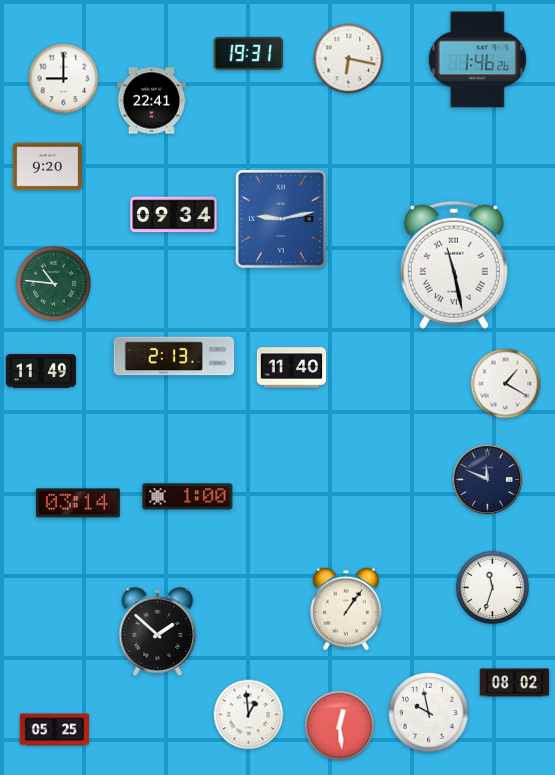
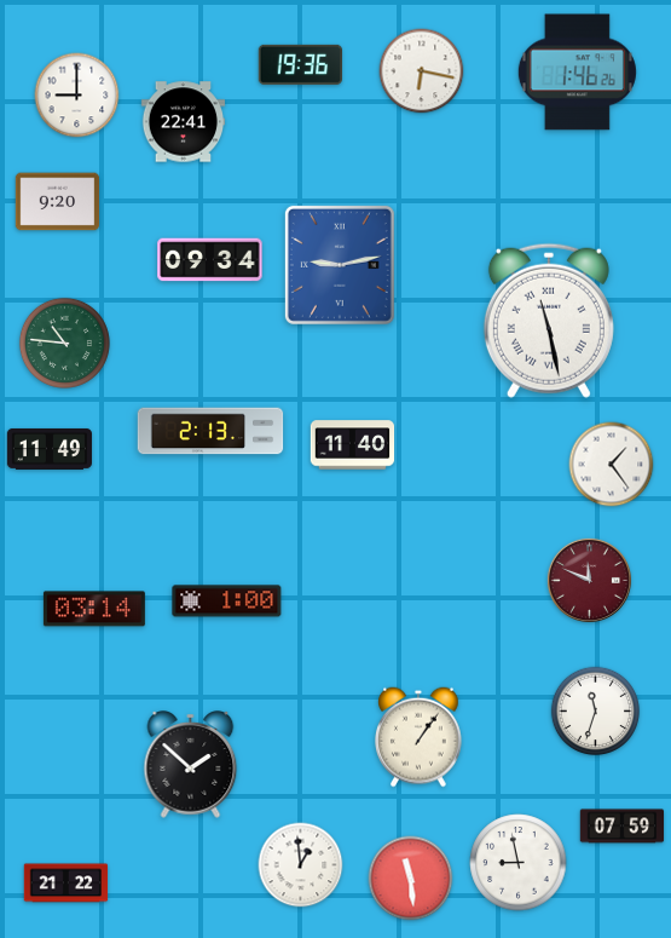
clock at (248, 53): 19:31 -> 19:36
clock at (506, 384): 1:20 -> 1:24
clock at (487, 479) dial: navy -> burgundy
clock at (515, 683): 08:02 -> 07:59
clock at (429, 713): 9:58 -> 8:58
clock at (340, 726): 12:29 -> 11:29
clock at (55, 730): 05:25 -> 21:22
